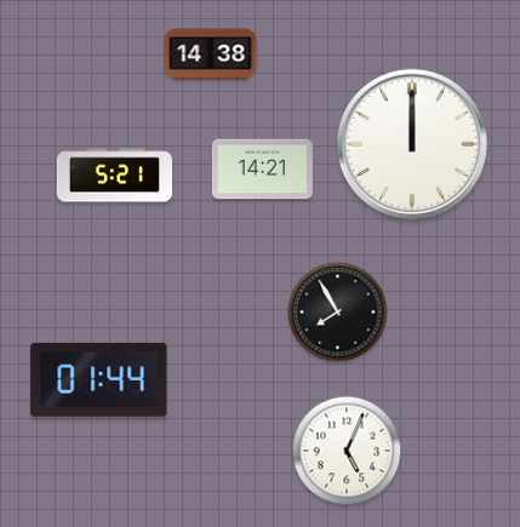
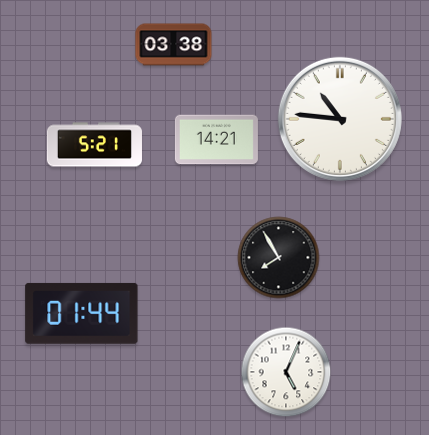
clock at (211, 55): 14:38 -> 03:38
clock at (412, 144): 12:00 -> 10:46
